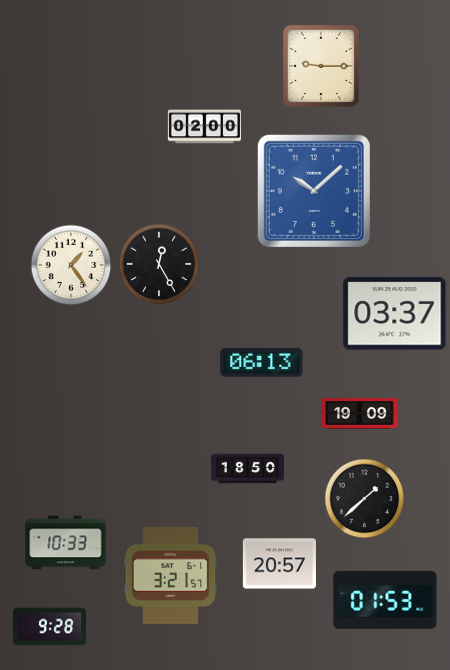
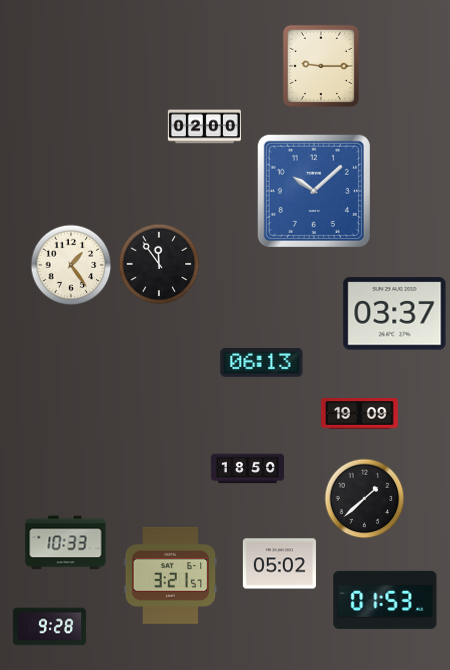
clock at (159, 264): 12:25 -> 11:54
clock at (279, 564): 20:57 -> 05:02
